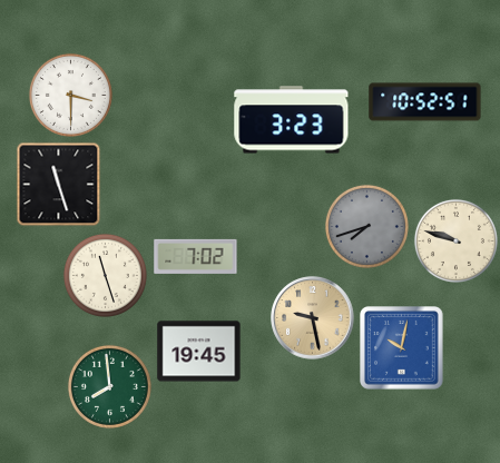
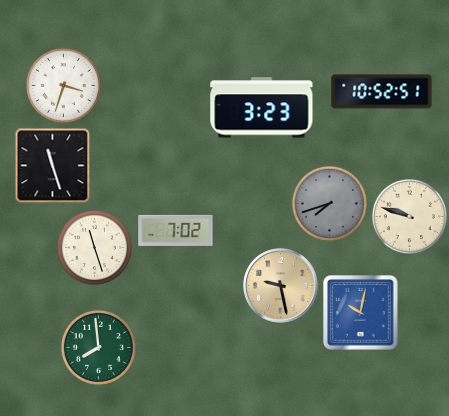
clock at (70, 95): 3:30 -> 3:33
clock at (199, 352): 19:45 -> none
